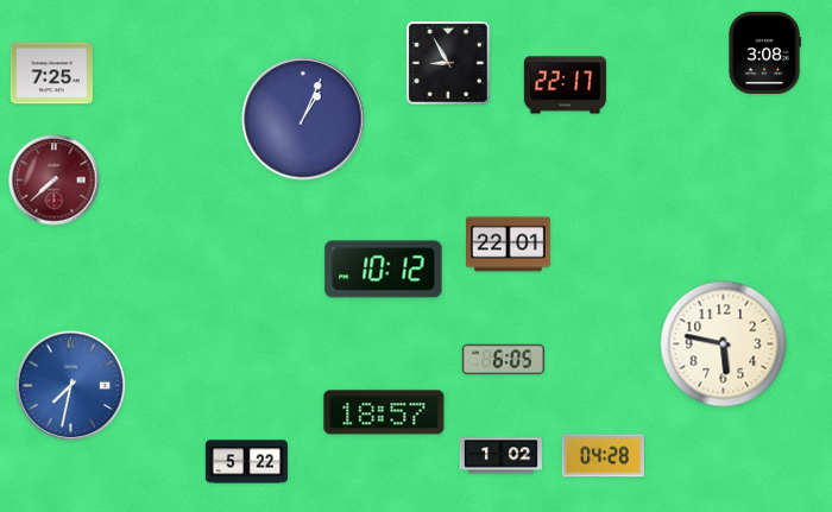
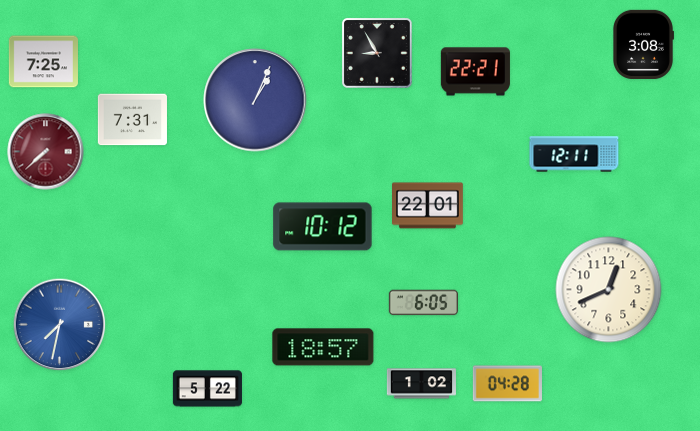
clock at (565, 86): 22:17 -> 22:21
clock at (132, 120): none -> 7:31
clock at (574, 154): none -> 12:11
clock at (724, 345): 5:47 -> 12:41
